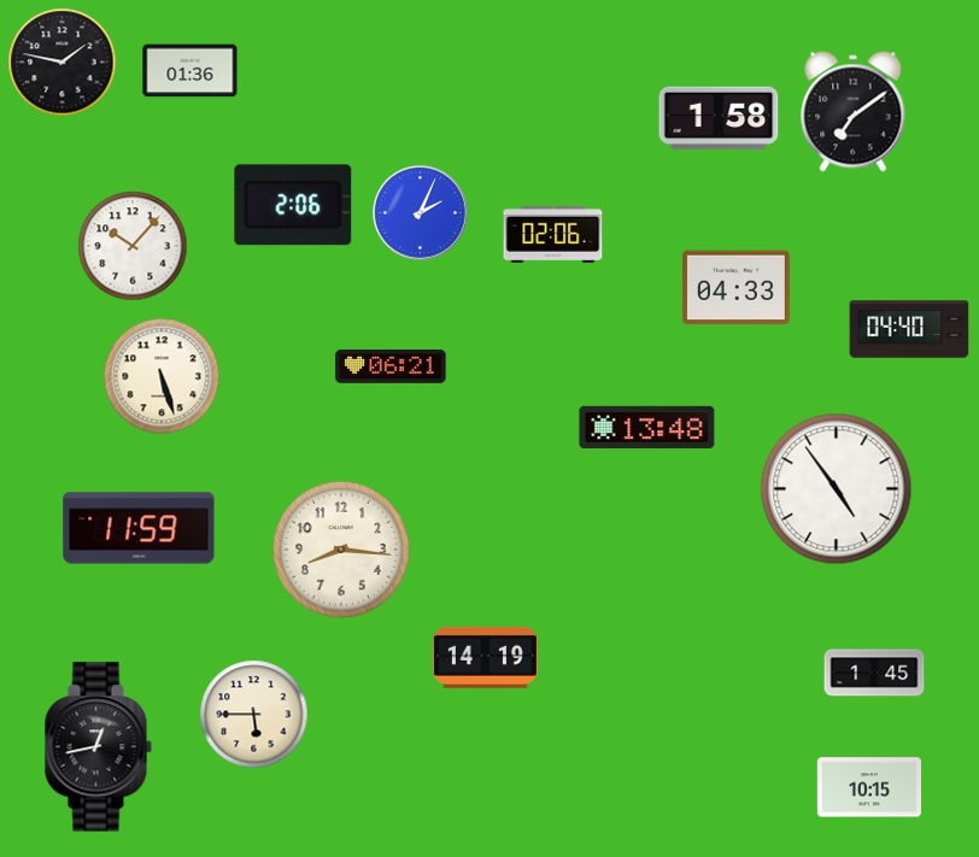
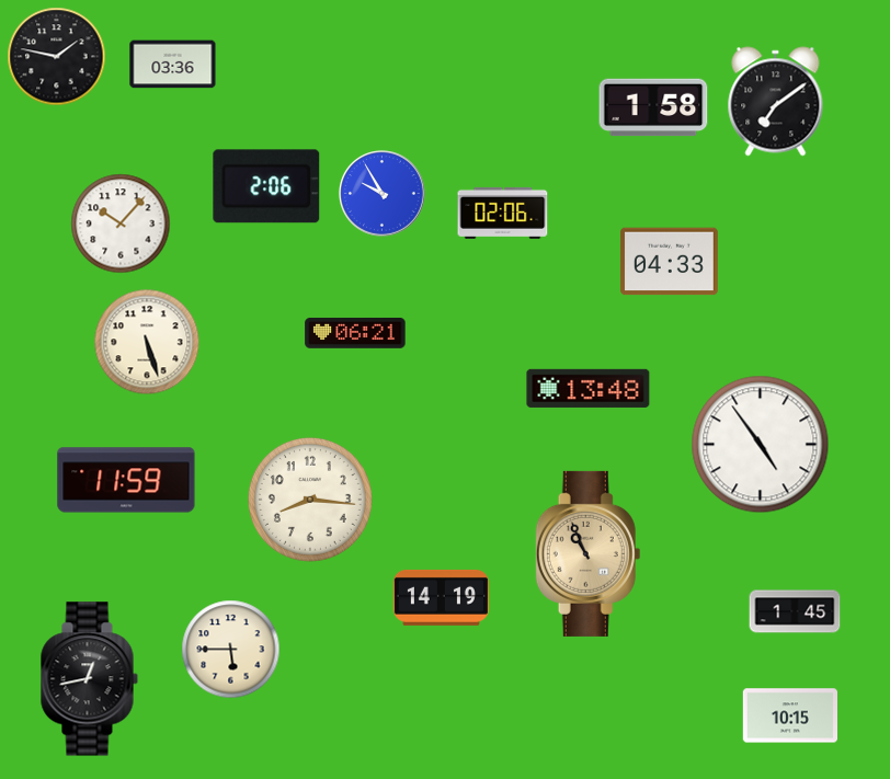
clock at (190, 71): 01:36 -> 03:36
clock at (421, 213): 2:04 -> 9:55
clock at (909, 329): 04:40 -> none
clock at (589, 553): none -> 10:56
